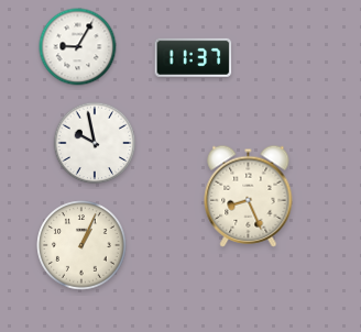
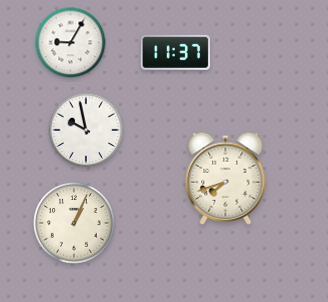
clock at (249, 196): 8:26 -> 7:42
